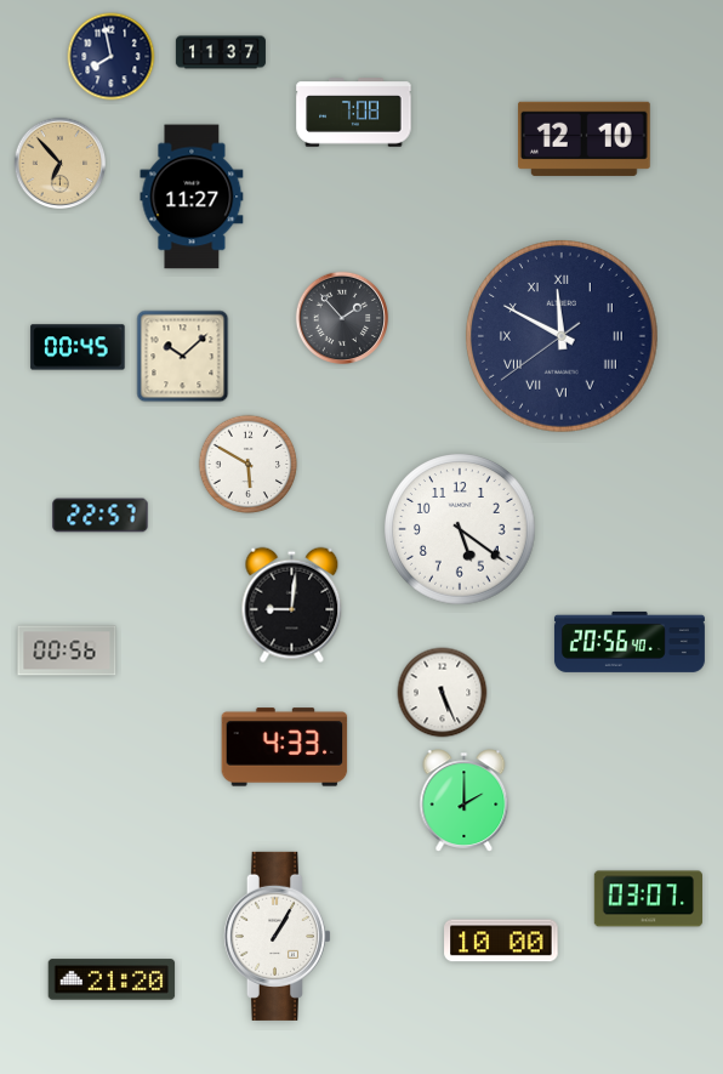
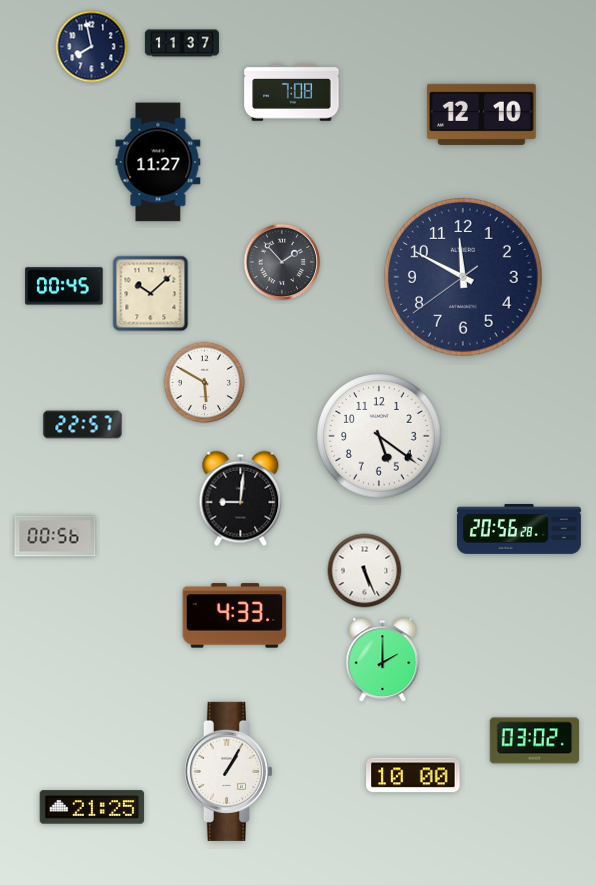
clock at (61, 164): 6:53 -> none
clock at (563, 337) numerals: Roman -> Arabic
clock at (630, 642): 20:56:40 -> 20:56:28
clock at (648, 899): 03:07 -> 03:02
clock at (112, 979): 21:20 -> 21:25
